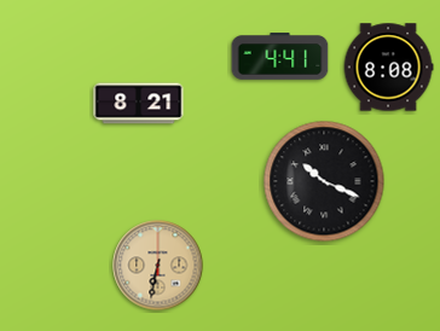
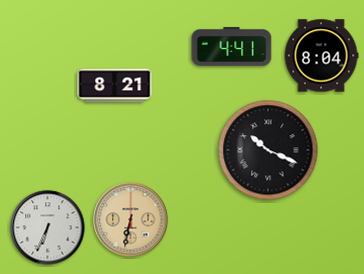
clock at (388, 68): 8:08 -> 8:04
clock at (48, 228): none -> 6:34
